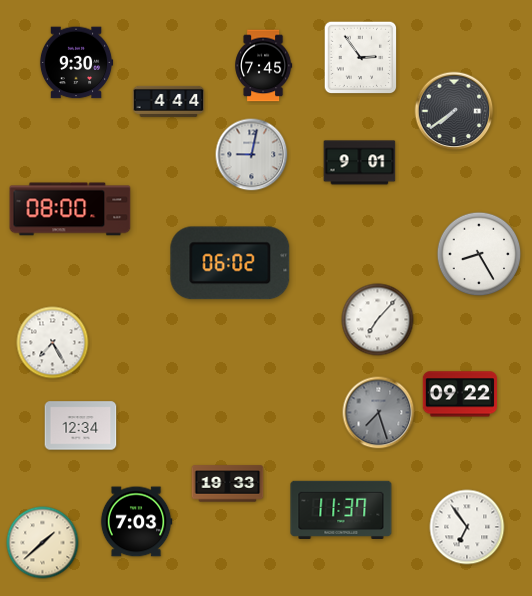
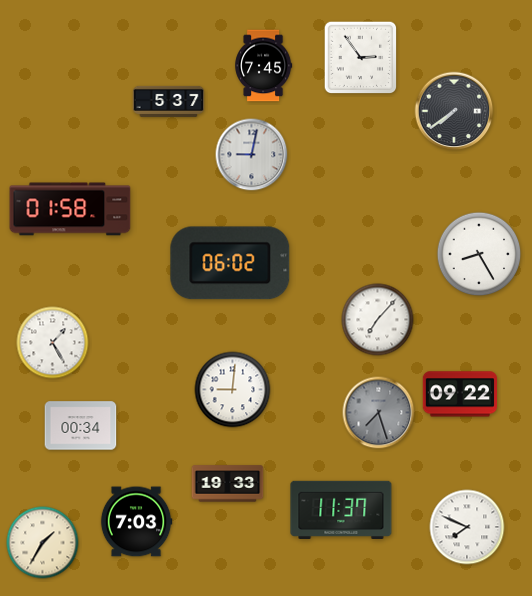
clock at (76, 63): 9:30 -> none
clock at (169, 101): 4:44 -> 5:37
clock at (360, 163): 9:01 -> none
clock at (70, 209): 08:00 -> 01:58
clock at (53, 343): 7:25 -> 1:25
clock at (233, 390): none -> 9:01
clock at (81, 426): 12:34 -> 00:34
clock at (467, 527): 6:54 -> 7:49
clock at (43, 543): 1:38 -> 1:35
